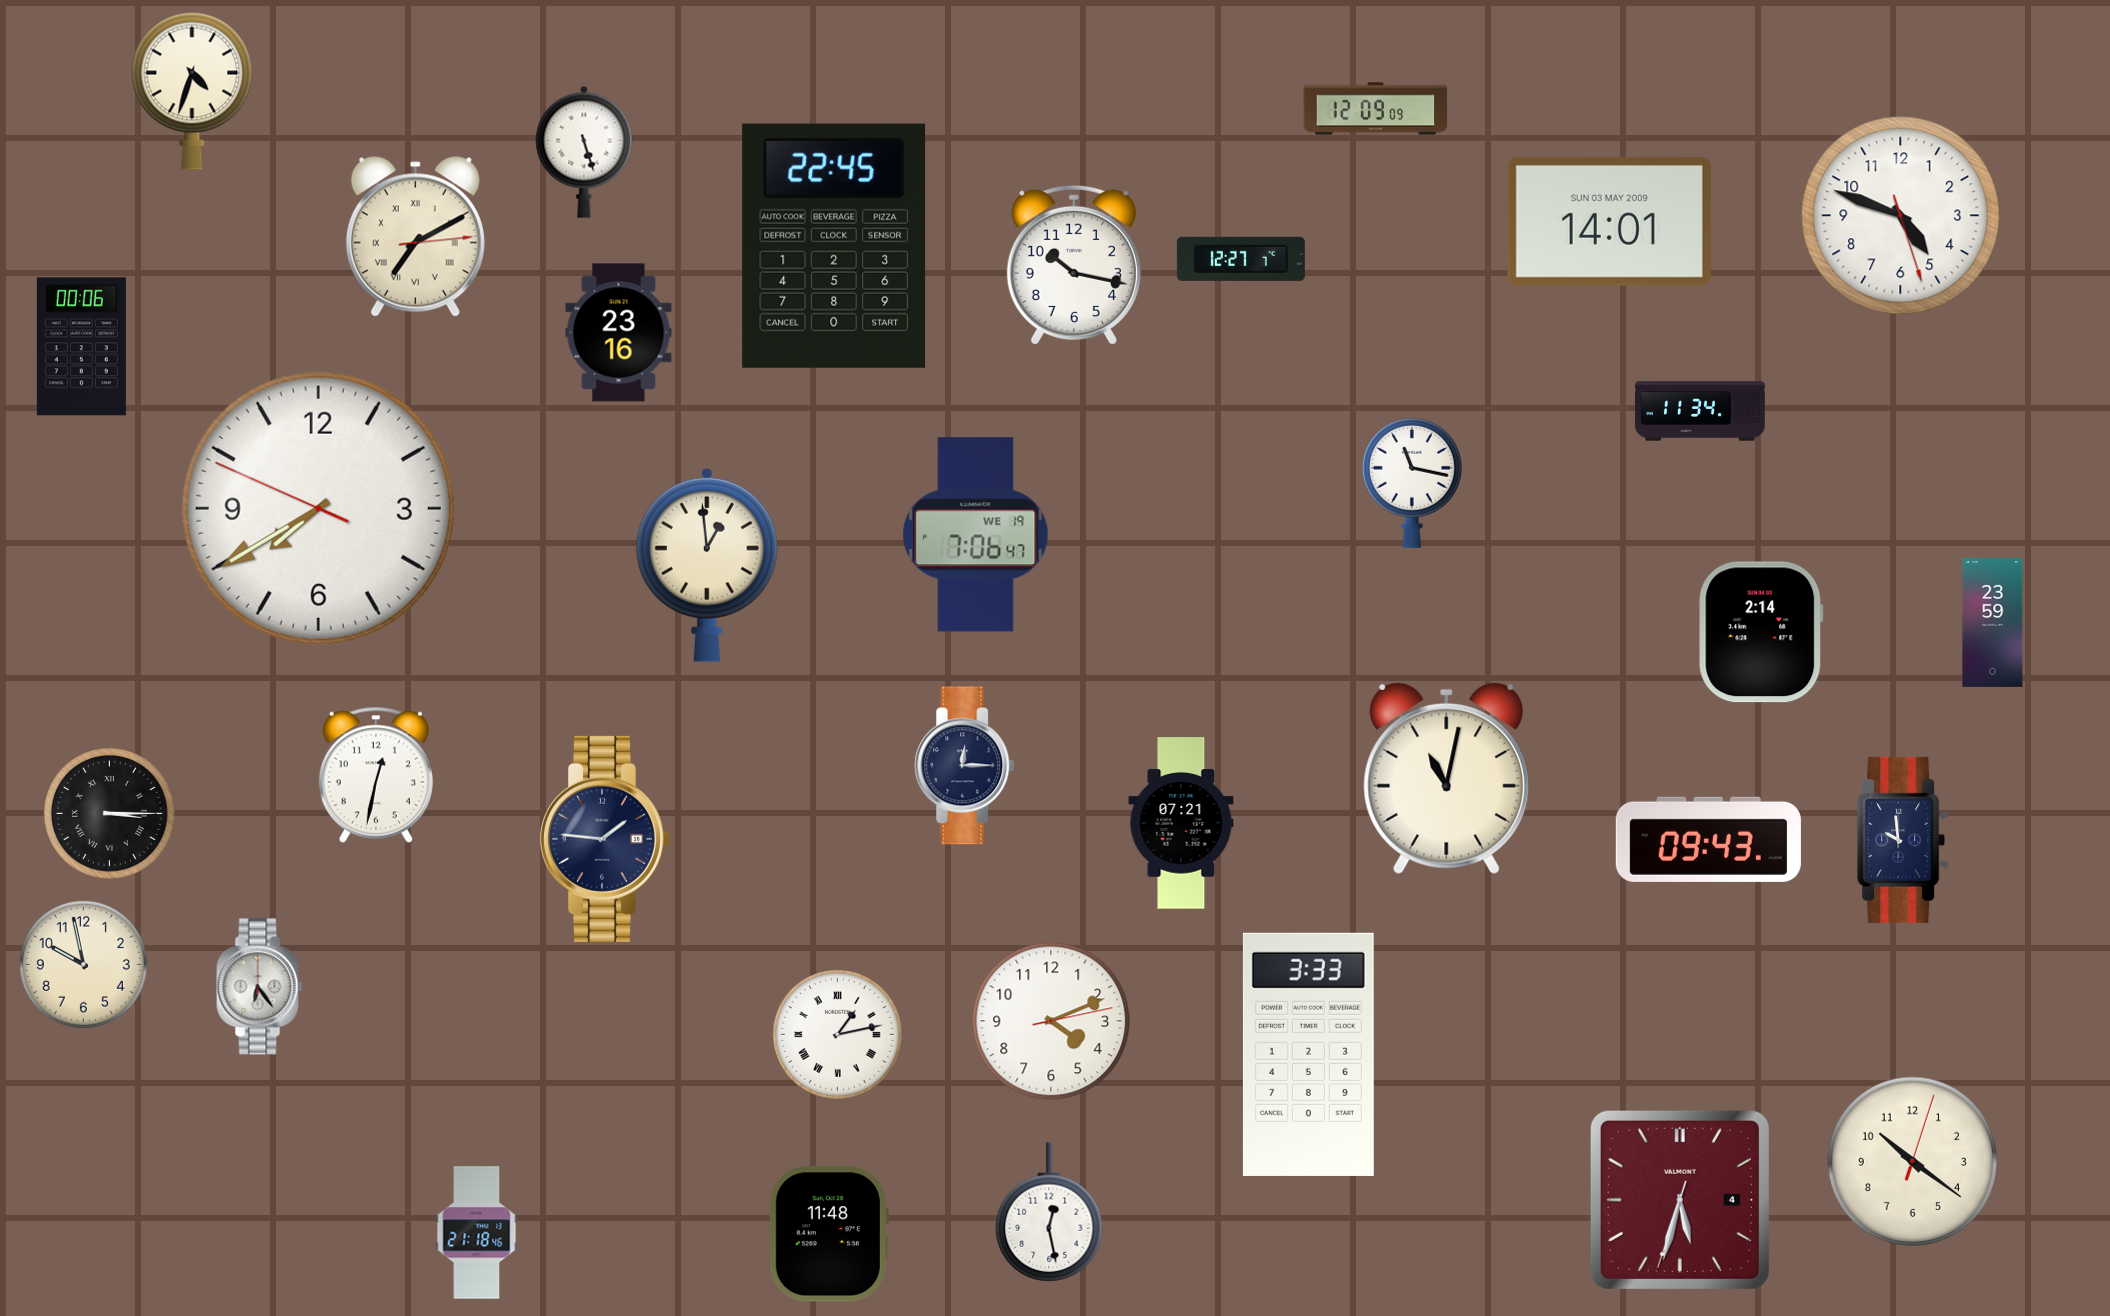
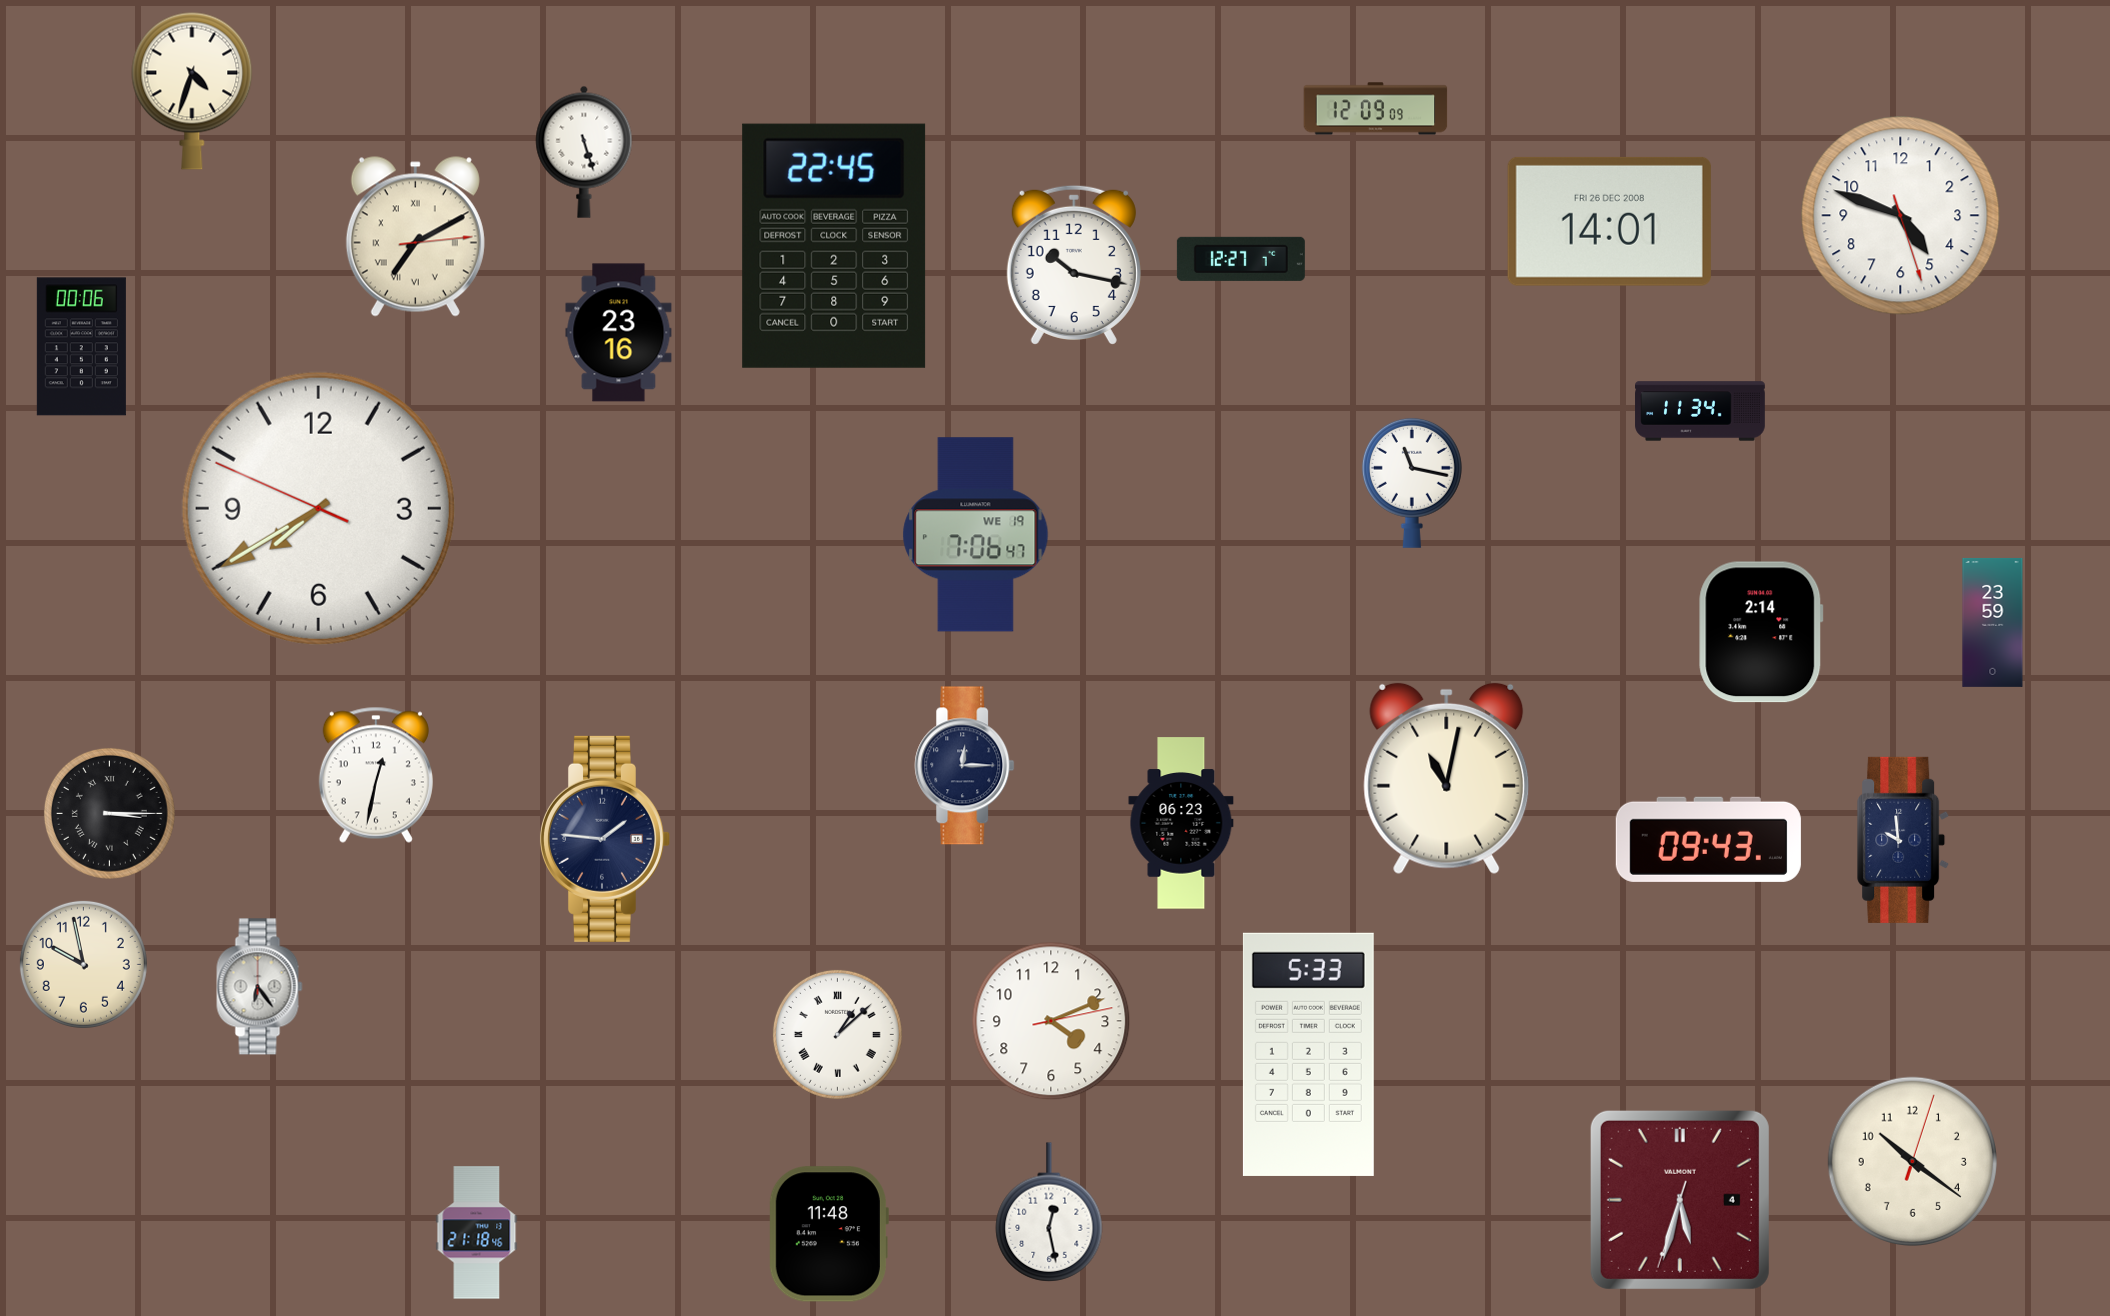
clock at (1609, 221) date: SUN 03 MAY 2009 -> FRI 26 DEC 2008
clock at (707, 565): 12:59 -> none
clock at (1181, 823): 07:21 -> 06:23
clock at (837, 1034): 1:13 -> 1:08
clock at (1308, 1054): 3:33 -> 5:33
